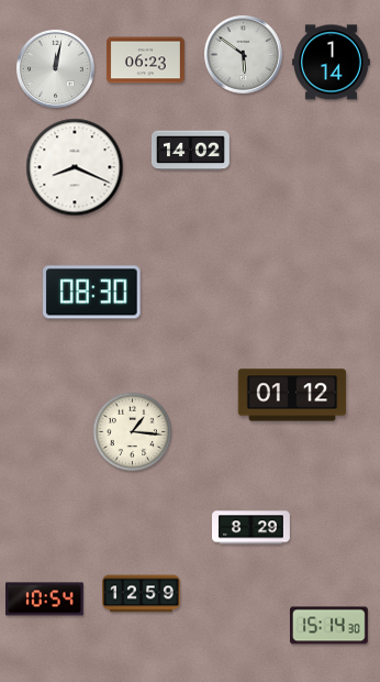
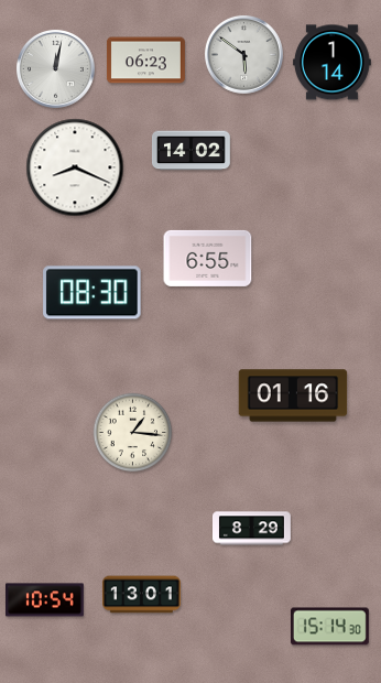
clock at (208, 258): none -> 6:55
clock at (292, 395): 01:12 -> 01:16
clock at (142, 594): 12:59 -> 13:01
